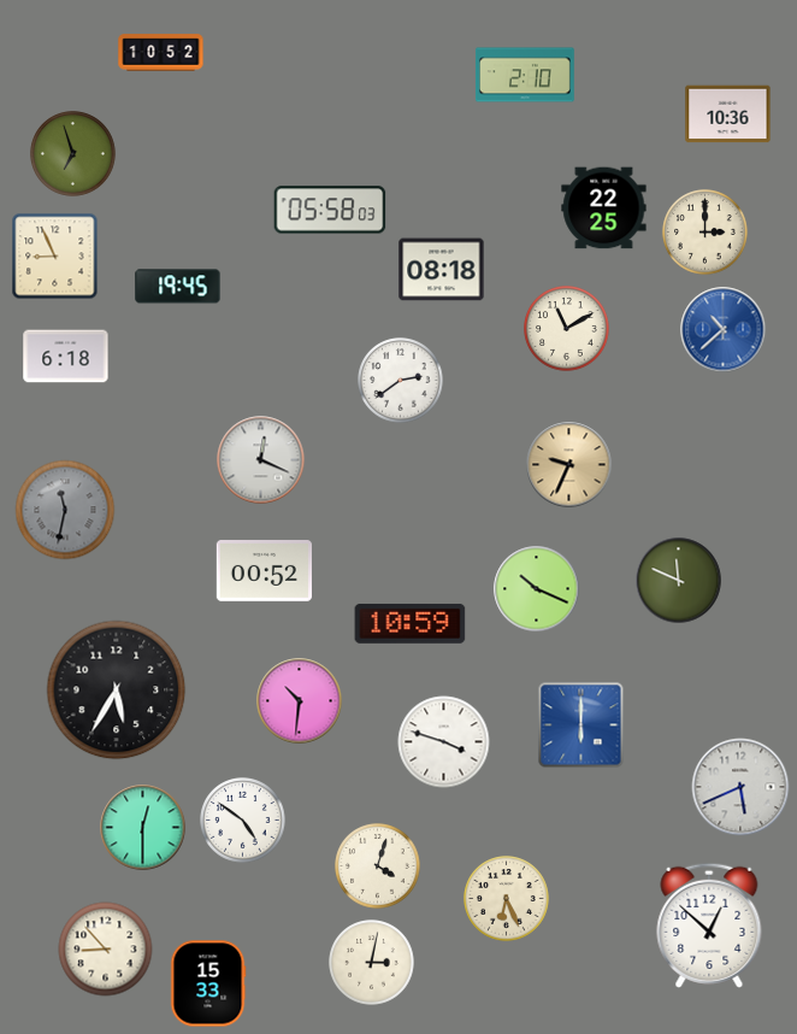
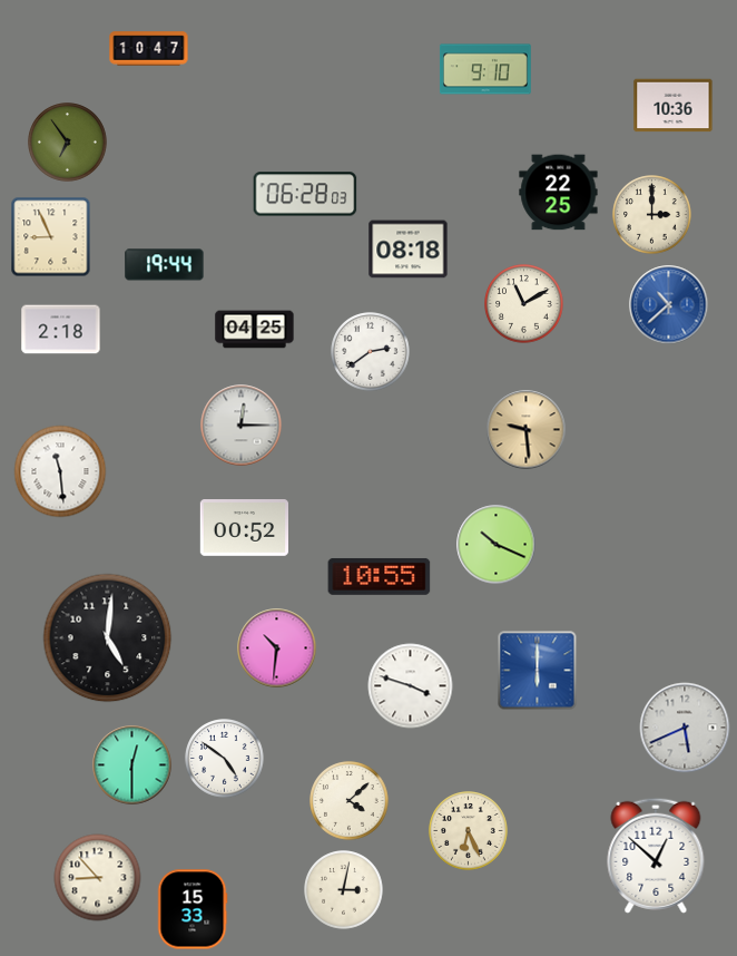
clock at (161, 53): 10:52 -> 10:47
clock at (525, 75): 2:10 -> 9:10
clock at (73, 154): 6:57 -> 6:54
clock at (330, 210): 05:58 -> 06:28
clock at (178, 287): 19:45 -> 19:44
clock at (66, 357): 6:18 -> 2:18
clock at (255, 330): none -> 04:25
clock at (261, 460): 12:19 -> 12:15
clock at (569, 465): 9:34 -> 9:29
clock at (65, 510): 11:32 -> 11:29
clock at (65, 510) dial: grey -> white
clock at (679, 581): 11:49 -> none
clock at (411, 623): 10:59 -> 10:55
clock at (117, 691): 5:35 -> 5:01
clock at (378, 866): 4:03 -> 4:08
